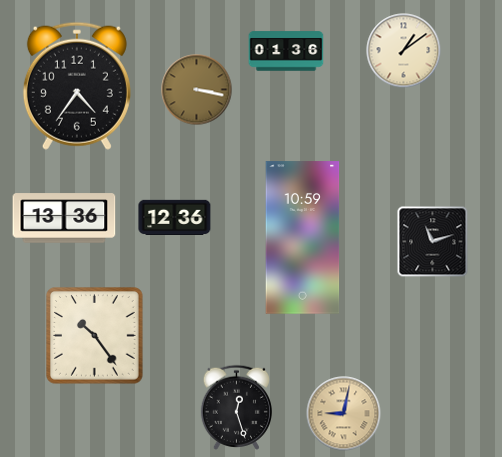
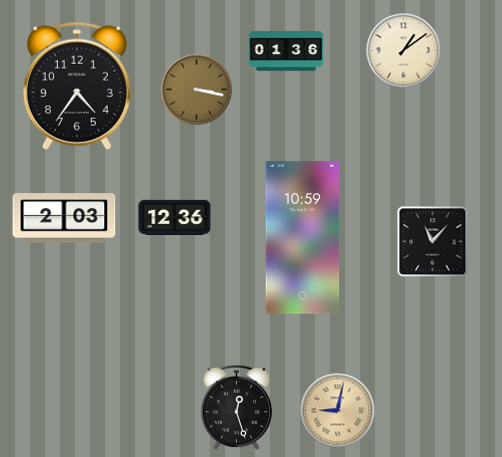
clock at (64, 218): 13:36 -> 2:03
clock at (433, 242): 11:12 -> 11:07
clock at (95, 336): 10:24 -> none
clock at (344, 414) position: (344, 414) -> (338, 411)
